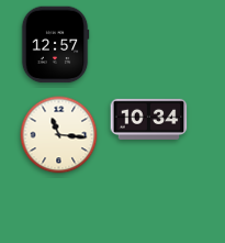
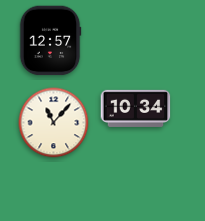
clock at (59, 135): 11:16 -> 11:07
